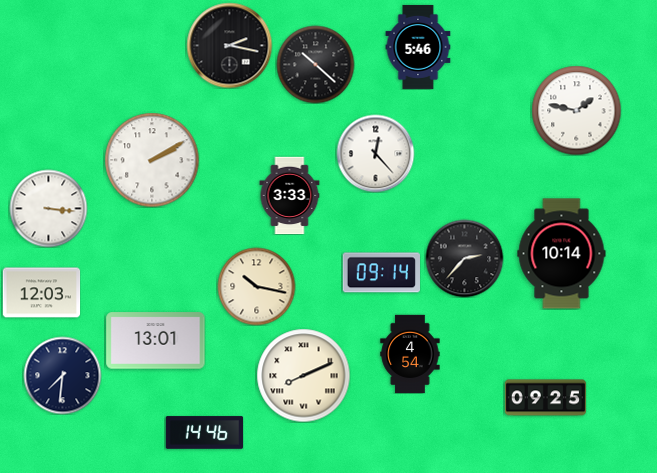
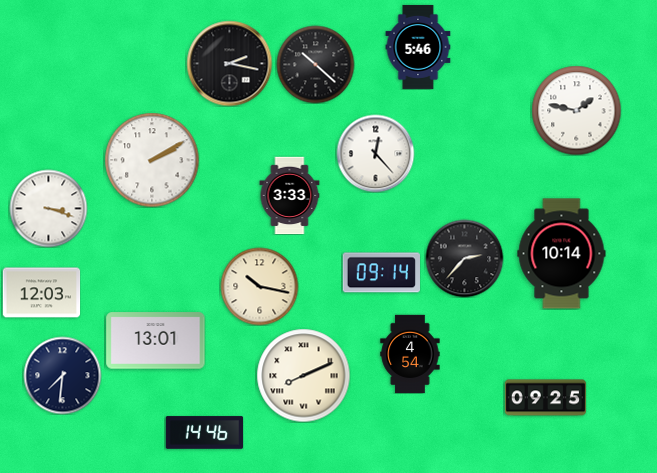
clock at (229, 45) position: (229, 45) -> (229, 63)
clock at (48, 208): 3:16 -> 3:18
clock at (256, 286) position: (256, 286) -> (259, 286)
